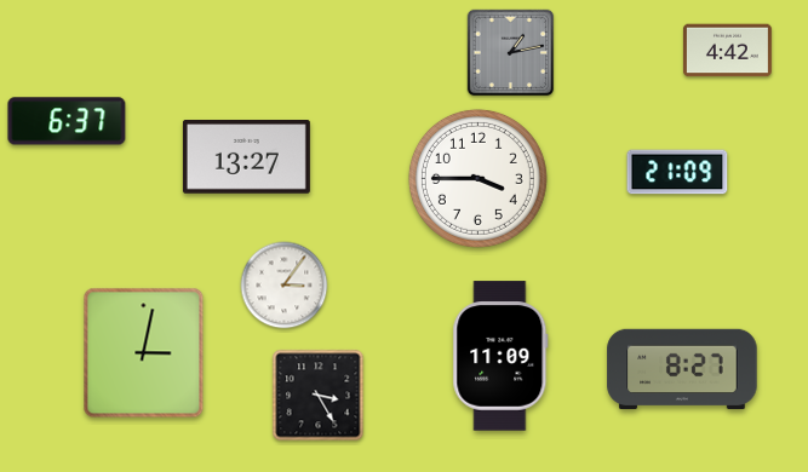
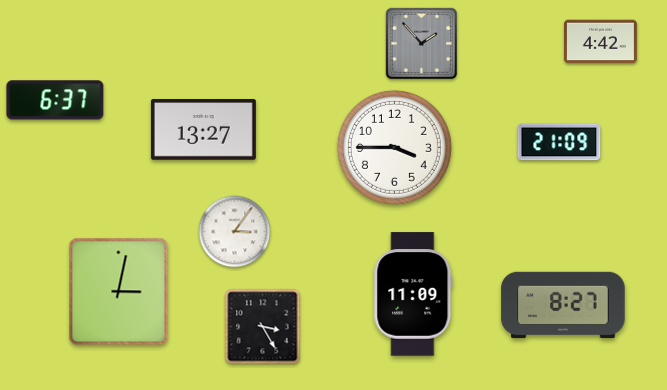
clock at (511, 53): 1:13 -> 1:53
clock at (285, 286) position: (285, 286) -> (235, 232)
